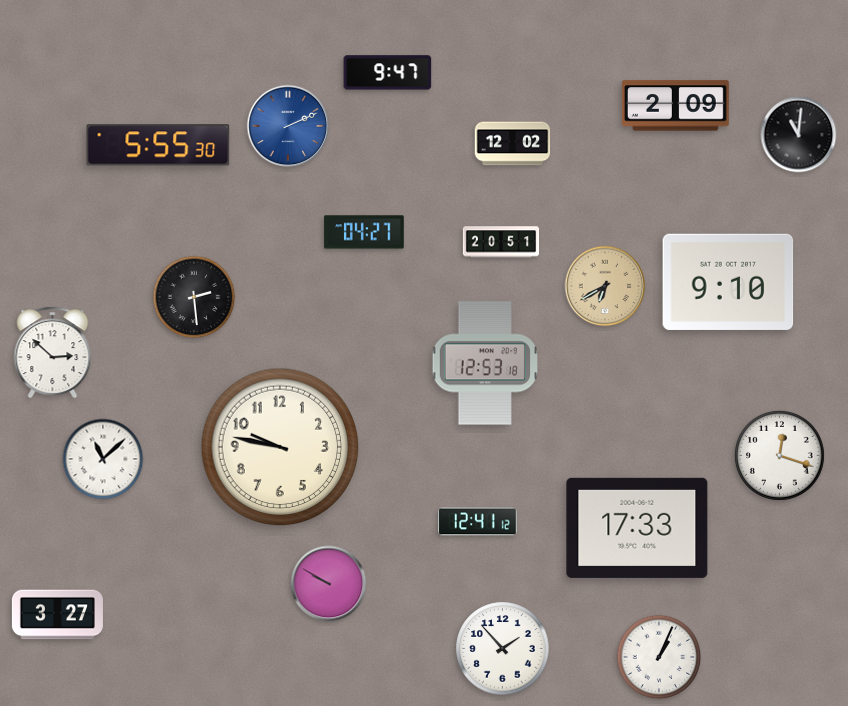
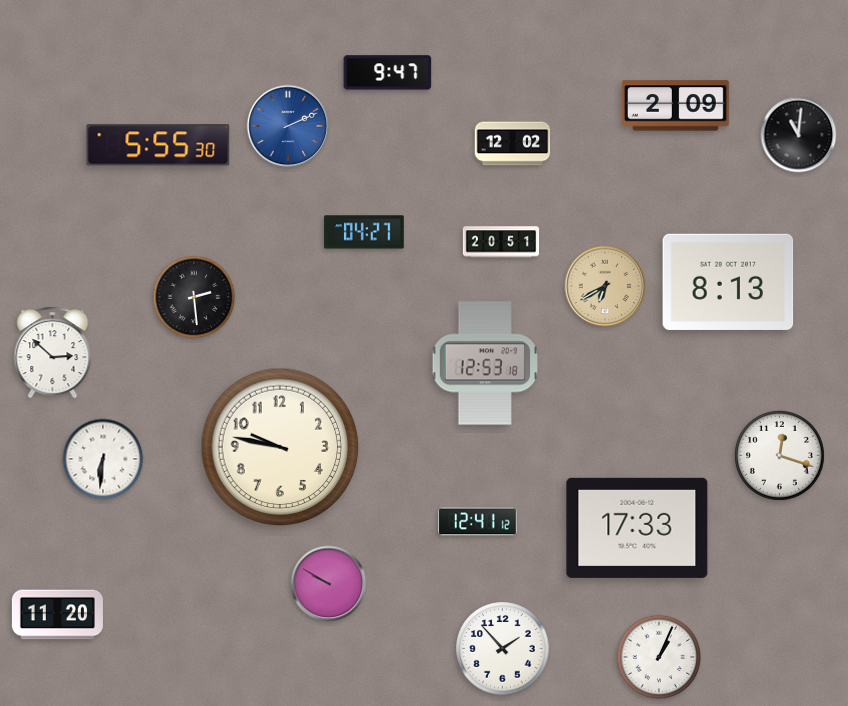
clock at (728, 282): 9:10 -> 8:13
clock at (103, 459): 11:08 -> 6:31
clock at (57, 615): 3:27 -> 11:20
